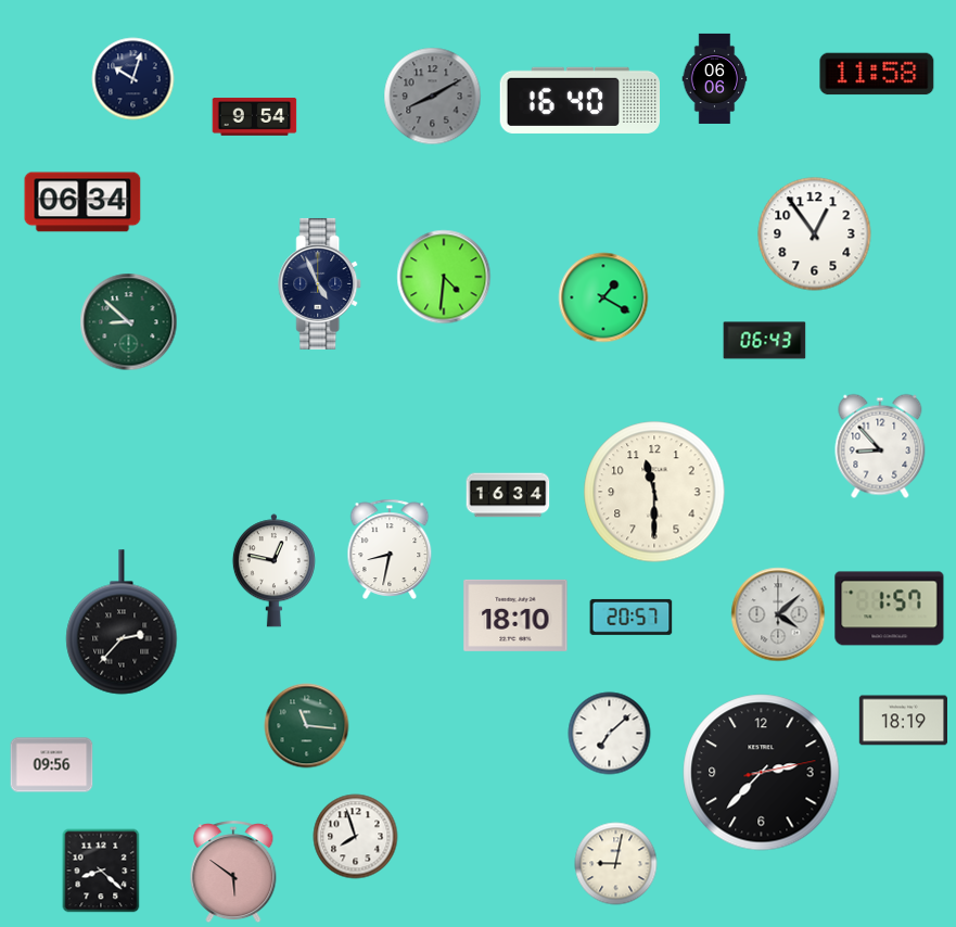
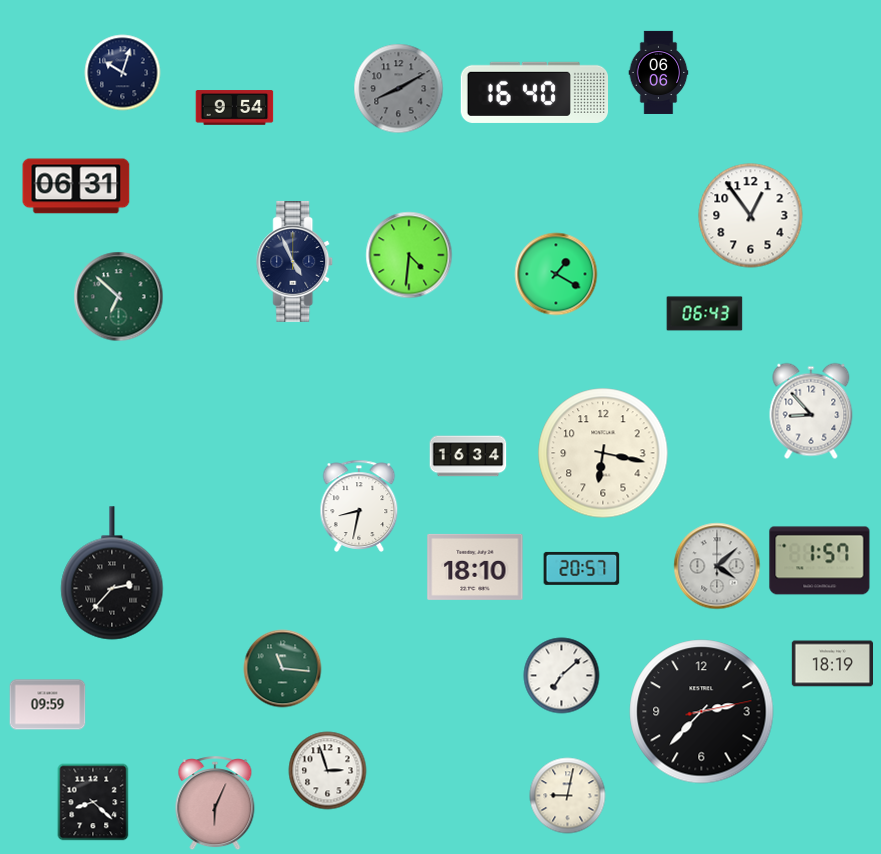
clock at (877, 74): 11:58 -> none
clock at (82, 202): 06:34 -> 06:31
clock at (129, 322): 8:52 -> 6:52
clock at (654, 492): 11:30 -> 6:17
clock at (273, 571): 12:47 -> none
clock at (52, 765): 09:56 -> 09:59
clock at (356, 837): 7:57 -> 2:57
clock at (233, 873): 5:51 -> 6:04
